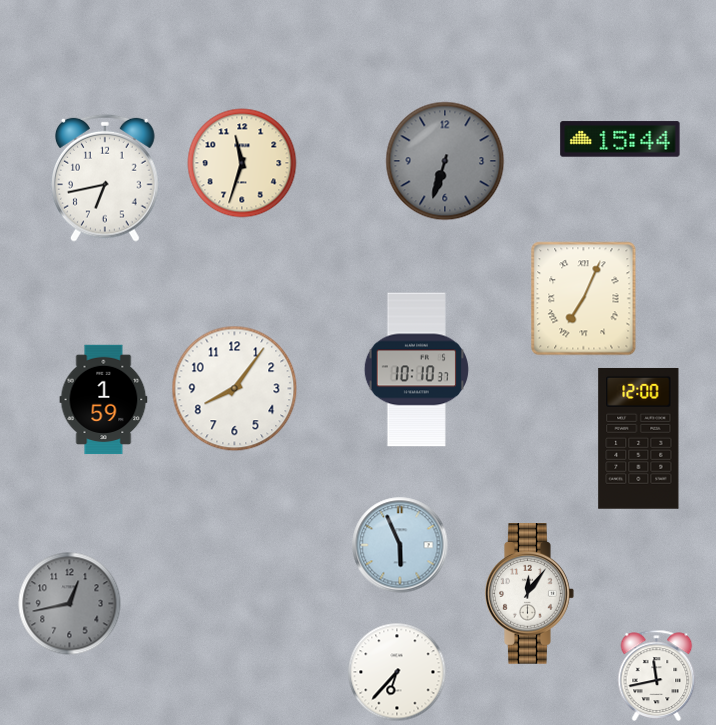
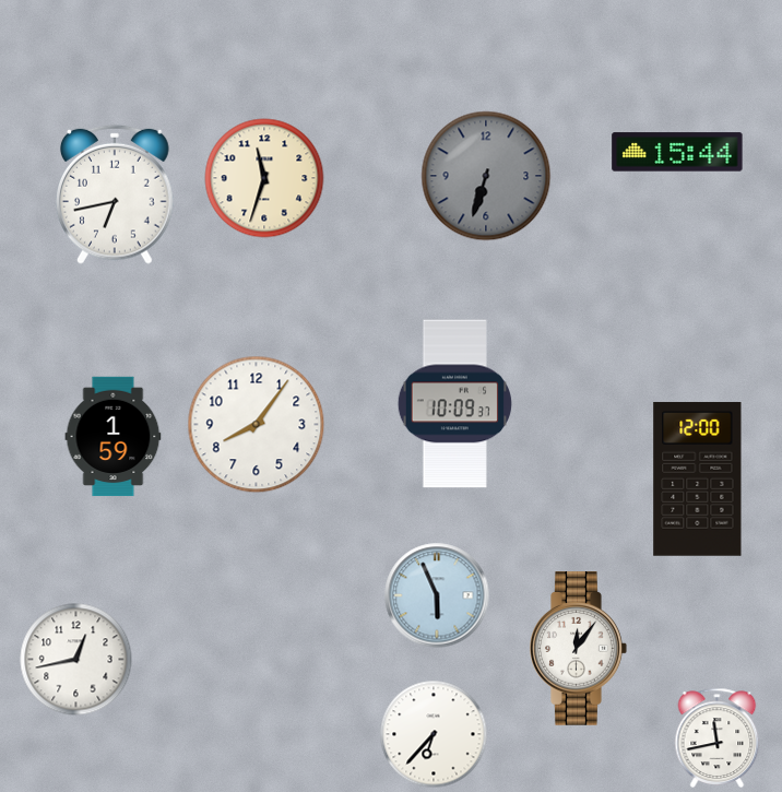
clock at (584, 299): 7:04 -> none
clock at (416, 370): 10:10 -> 10:09
clock at (70, 604) dial: grey -> white
